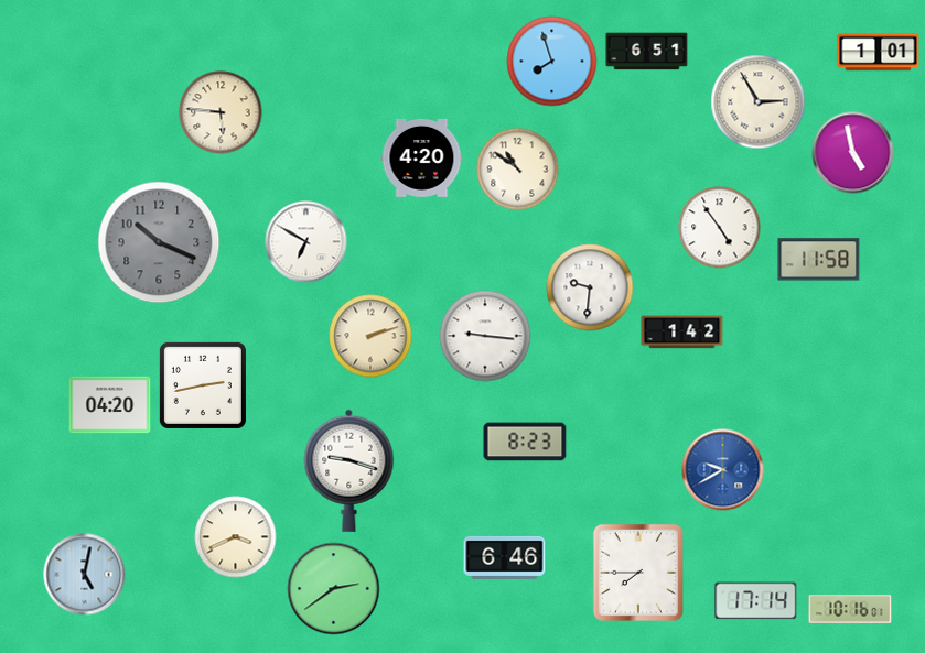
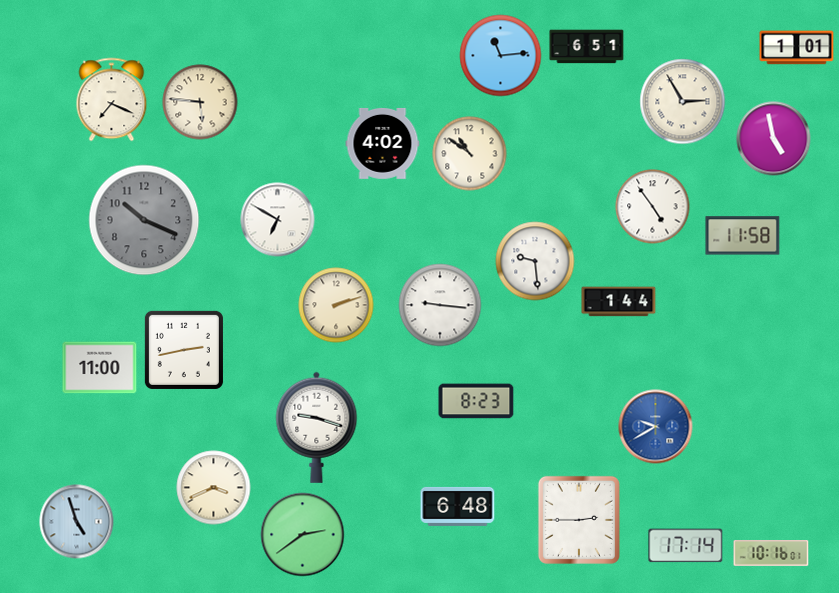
clock at (552, 62): 7:57 -> 11:14
clock at (759, 102) position: (759, 102) -> (683, 102)
clock at (112, 100): none -> 7:19
clock at (422, 157): 4:20 -> 4:02
clock at (590, 287): 9:31 -> 9:29
clock at (682, 333): 1:42 -> 1:44
clock at (110, 405): 04:20 -> 11:00
clock at (505, 557): 6:46 -> 6:48
clock at (638, 573): 7:45 -> 2:45
clock at (85, 575): 5:02 -> 4:57
